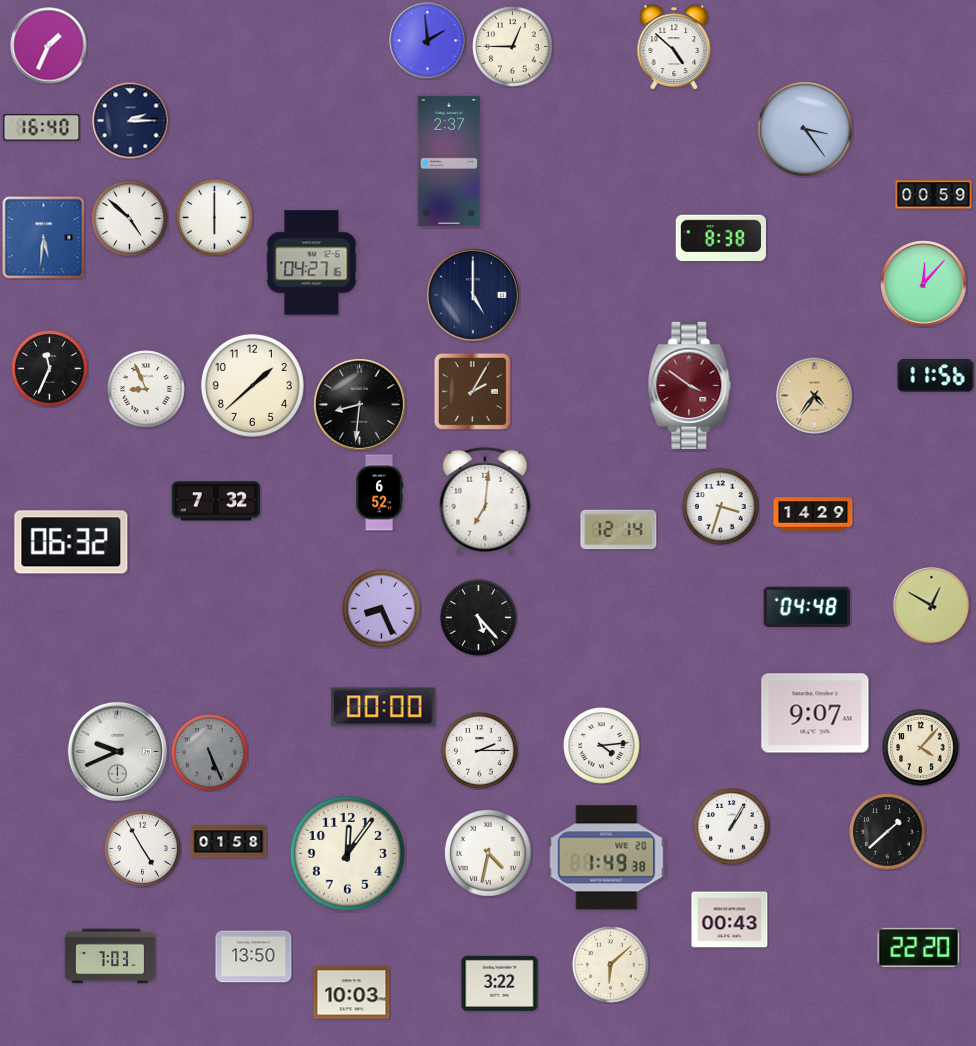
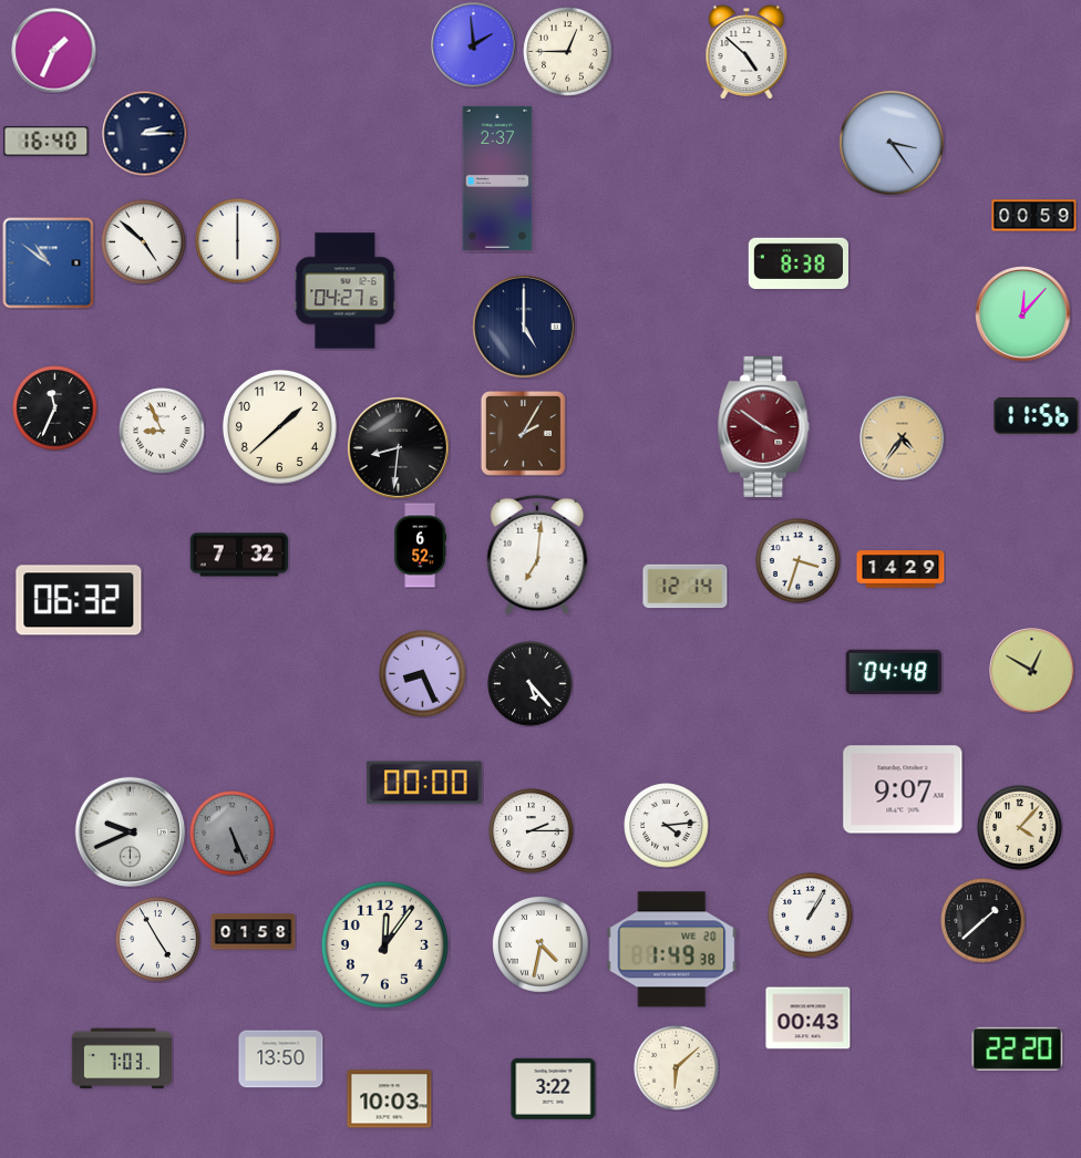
clock at (44, 238): 5:31 -> 10:51
